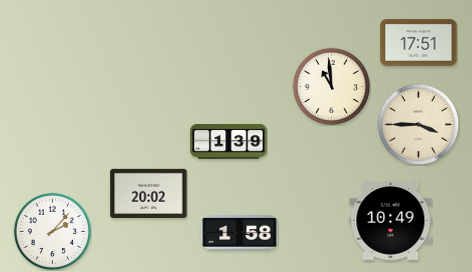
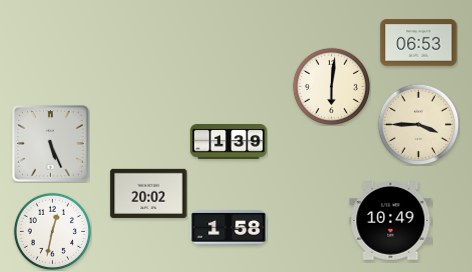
clock at (419, 43): 17:51 -> 06:53
clock at (331, 86): 10:59 -> 6:01
clock at (51, 144): none -> 5:26
clock at (52, 231): 2:07 -> 12:32
clock at (240, 233) position: (240, 233) -> (229, 228)
